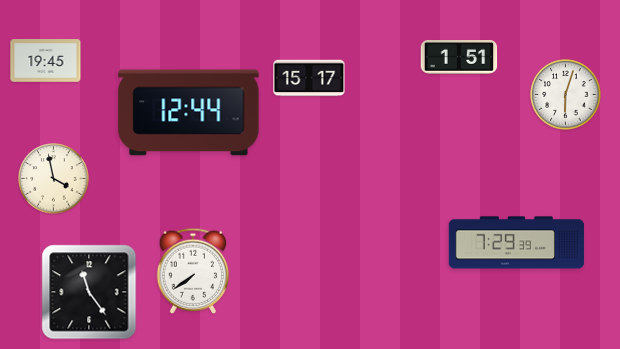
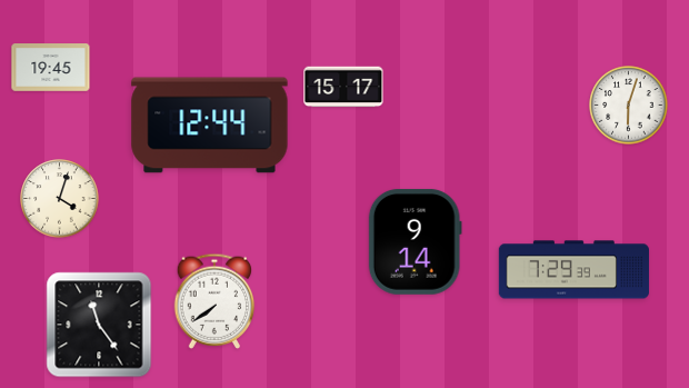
clock at (459, 58): 1:51 -> none
clock at (54, 179): 3:58 -> 4:03
clock at (415, 241): none -> 9:14
